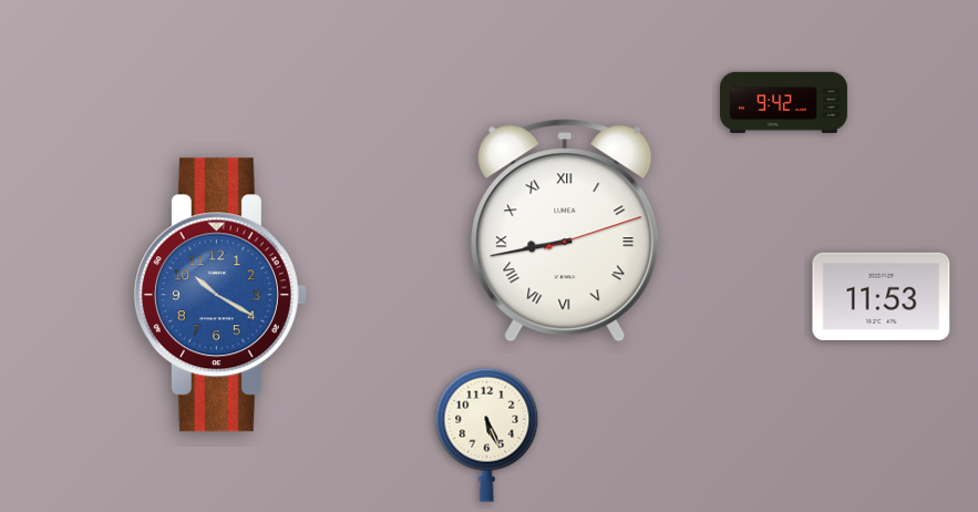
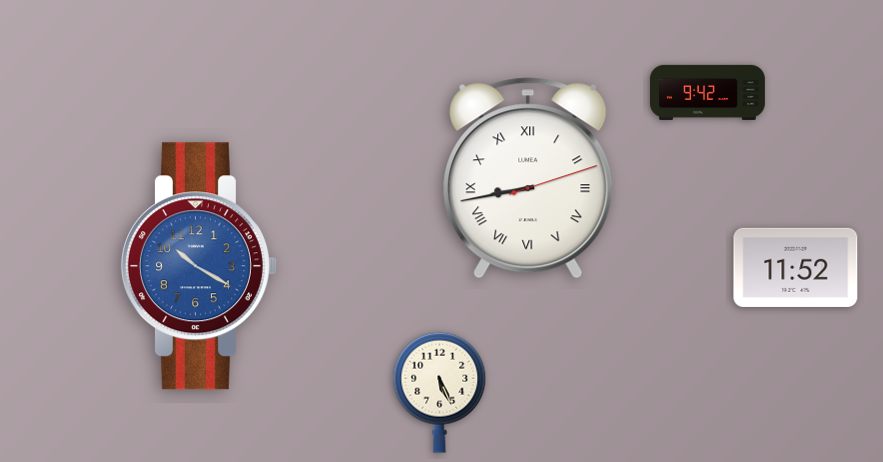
clock at (565, 231) position: (565, 231) -> (528, 178)
clock at (882, 296): 11:53 -> 11:52
